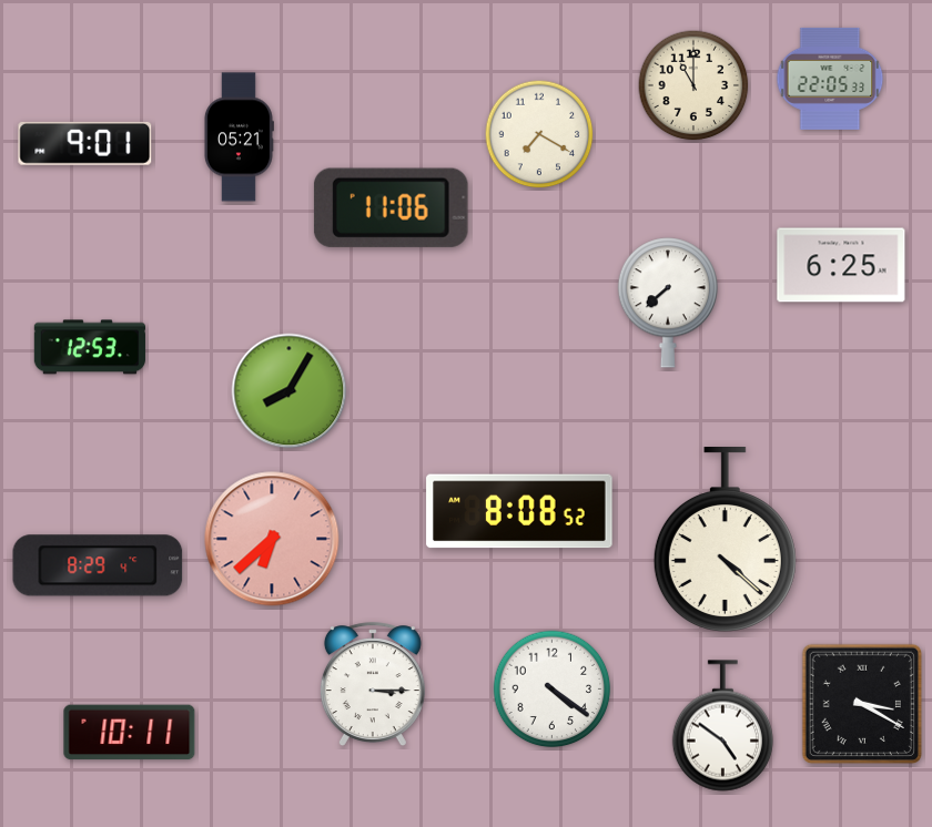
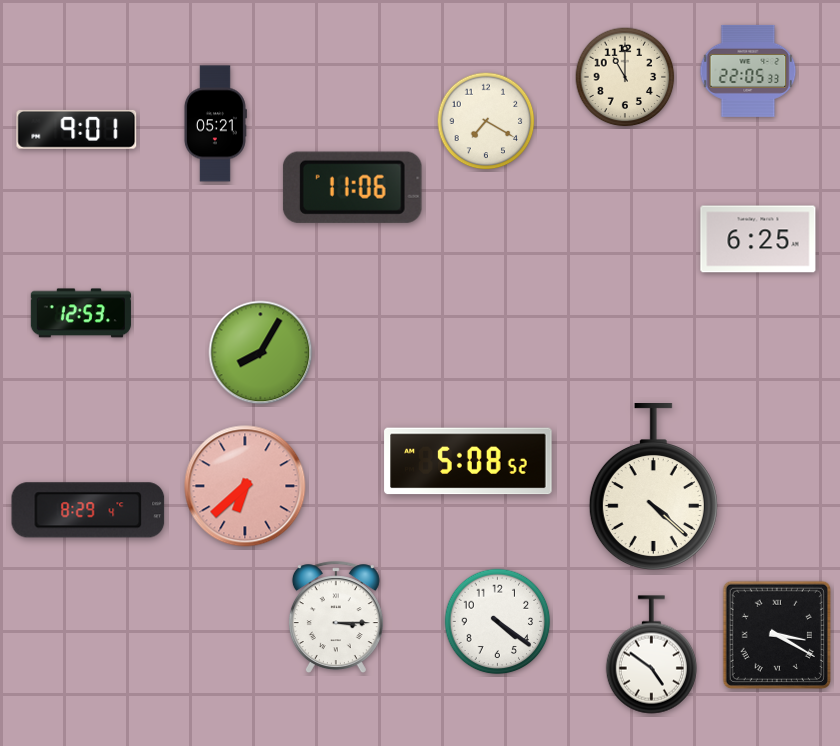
clock at (667, 303): 7:38 -> none
clock at (519, 511): 8:08 -> 5:08
clock at (130, 733): 10:11 -> none
